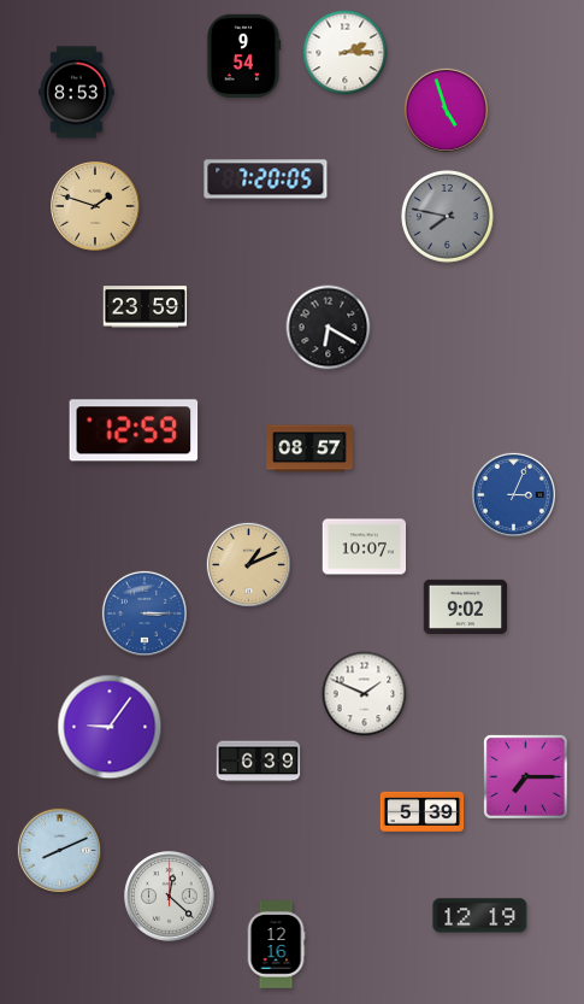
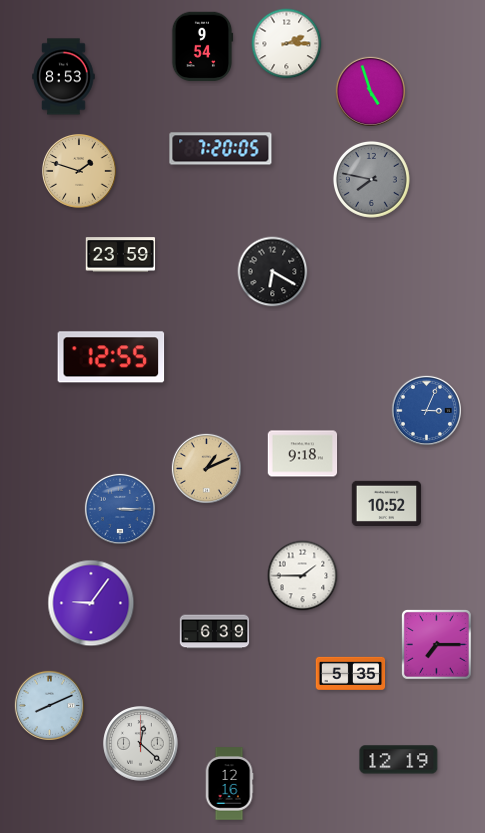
clock at (134, 430): 12:59 -> 12:55
clock at (311, 448): 08:57 -> none
clock at (365, 547): 10:07 -> 9:18
clock at (466, 606): 9:02 -> 10:52
clock at (365, 694): 1:49 -> 1:45
clock at (423, 811): 5:39 -> 5:35
